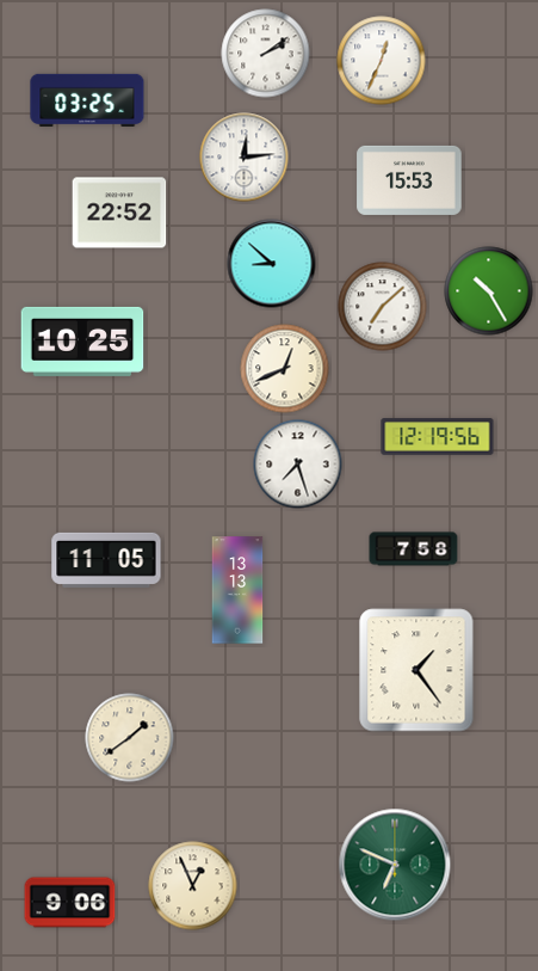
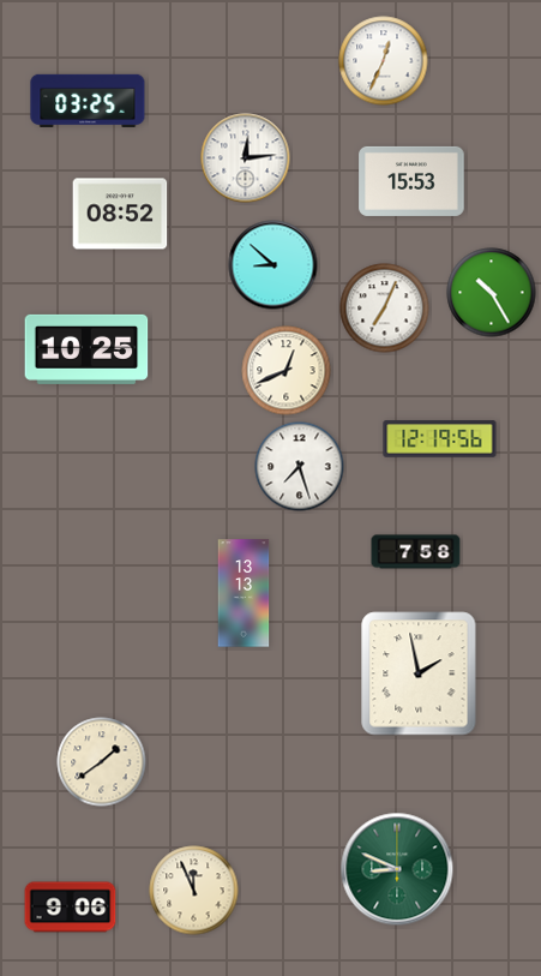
clock at (266, 54): 2:09 -> none
clock at (119, 213): 22:52 -> 08:52
clock at (383, 307): 7:08 -> 7:04
clock at (82, 342) position: (82, 342) -> (86, 349)
clock at (106, 560): 11:05 -> none
clock at (237, 590) position: (237, 590) -> (244, 593)
clock at (416, 670): 1:24 -> 1:58
clock at (130, 738) position: (130, 738) -> (102, 762)
clock at (395, 865): 6:49 -> 8:49
clock at (193, 886): 12:56 -> 11:56
